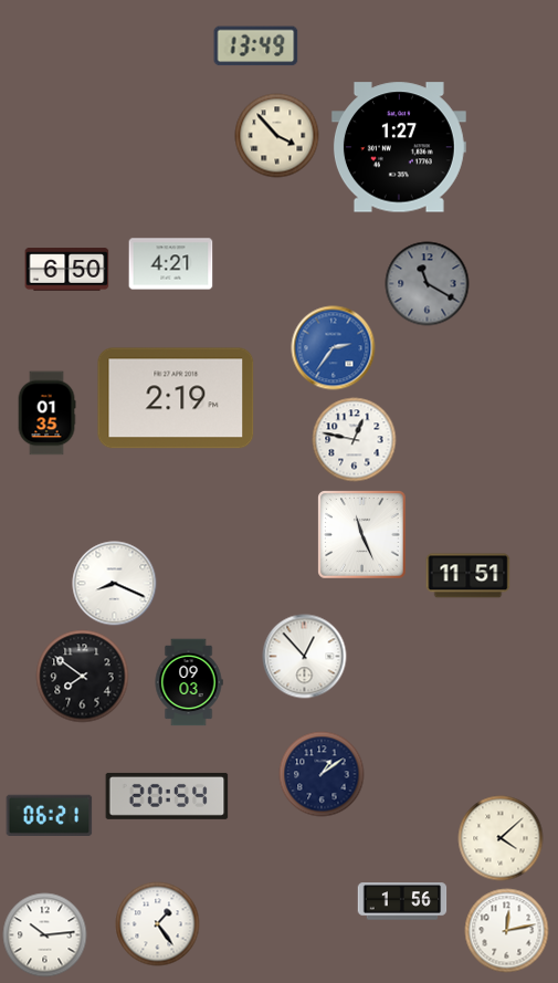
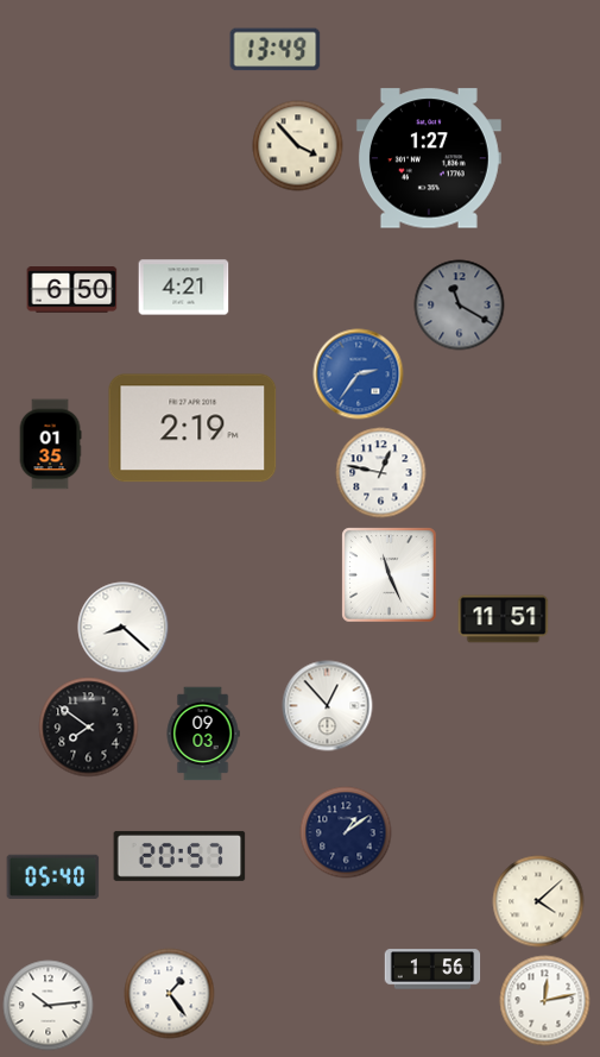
clock at (171, 264) position: (171, 264) -> (184, 288)
clock at (176, 398) position: (176, 398) -> (192, 428)
clock at (115, 584): 8:19 -> 8:22
clock at (167, 796): 20:54 -> 20:57
clock at (50, 815): 06:21 -> 05:40
